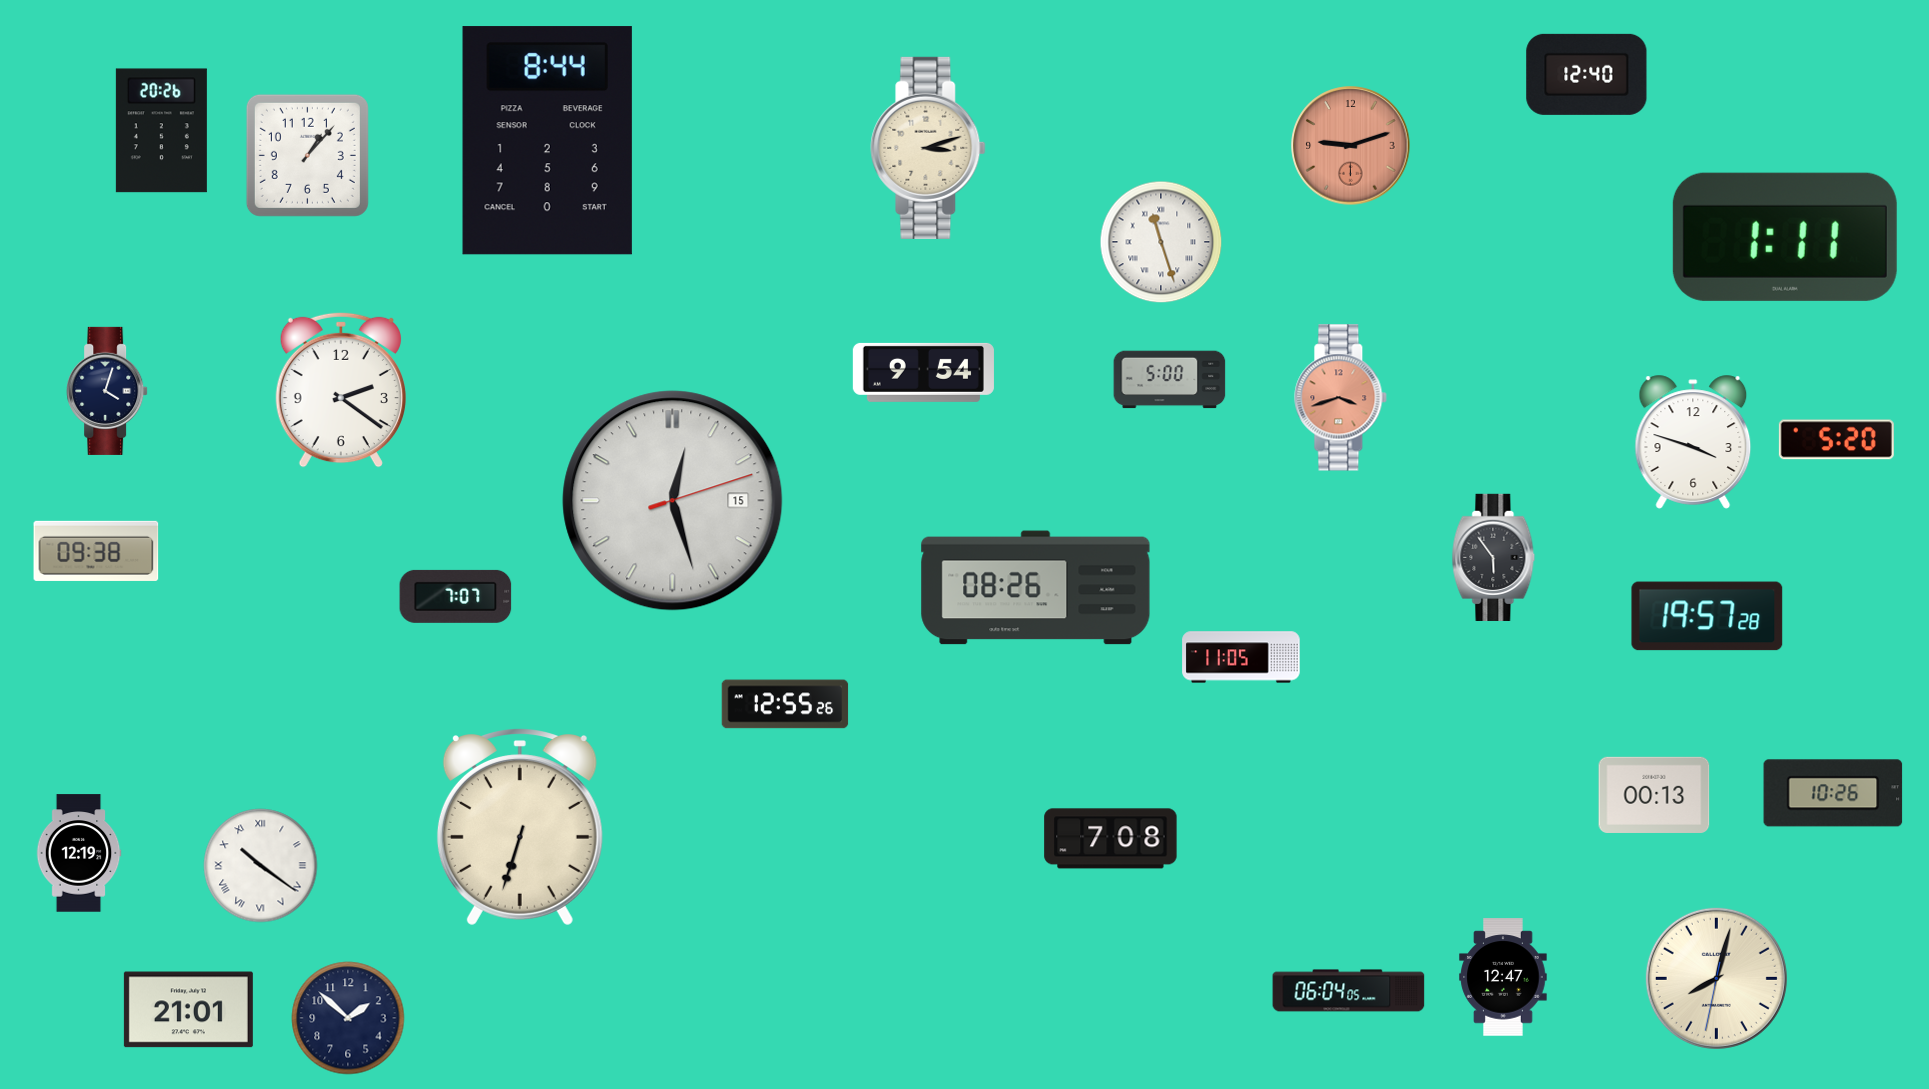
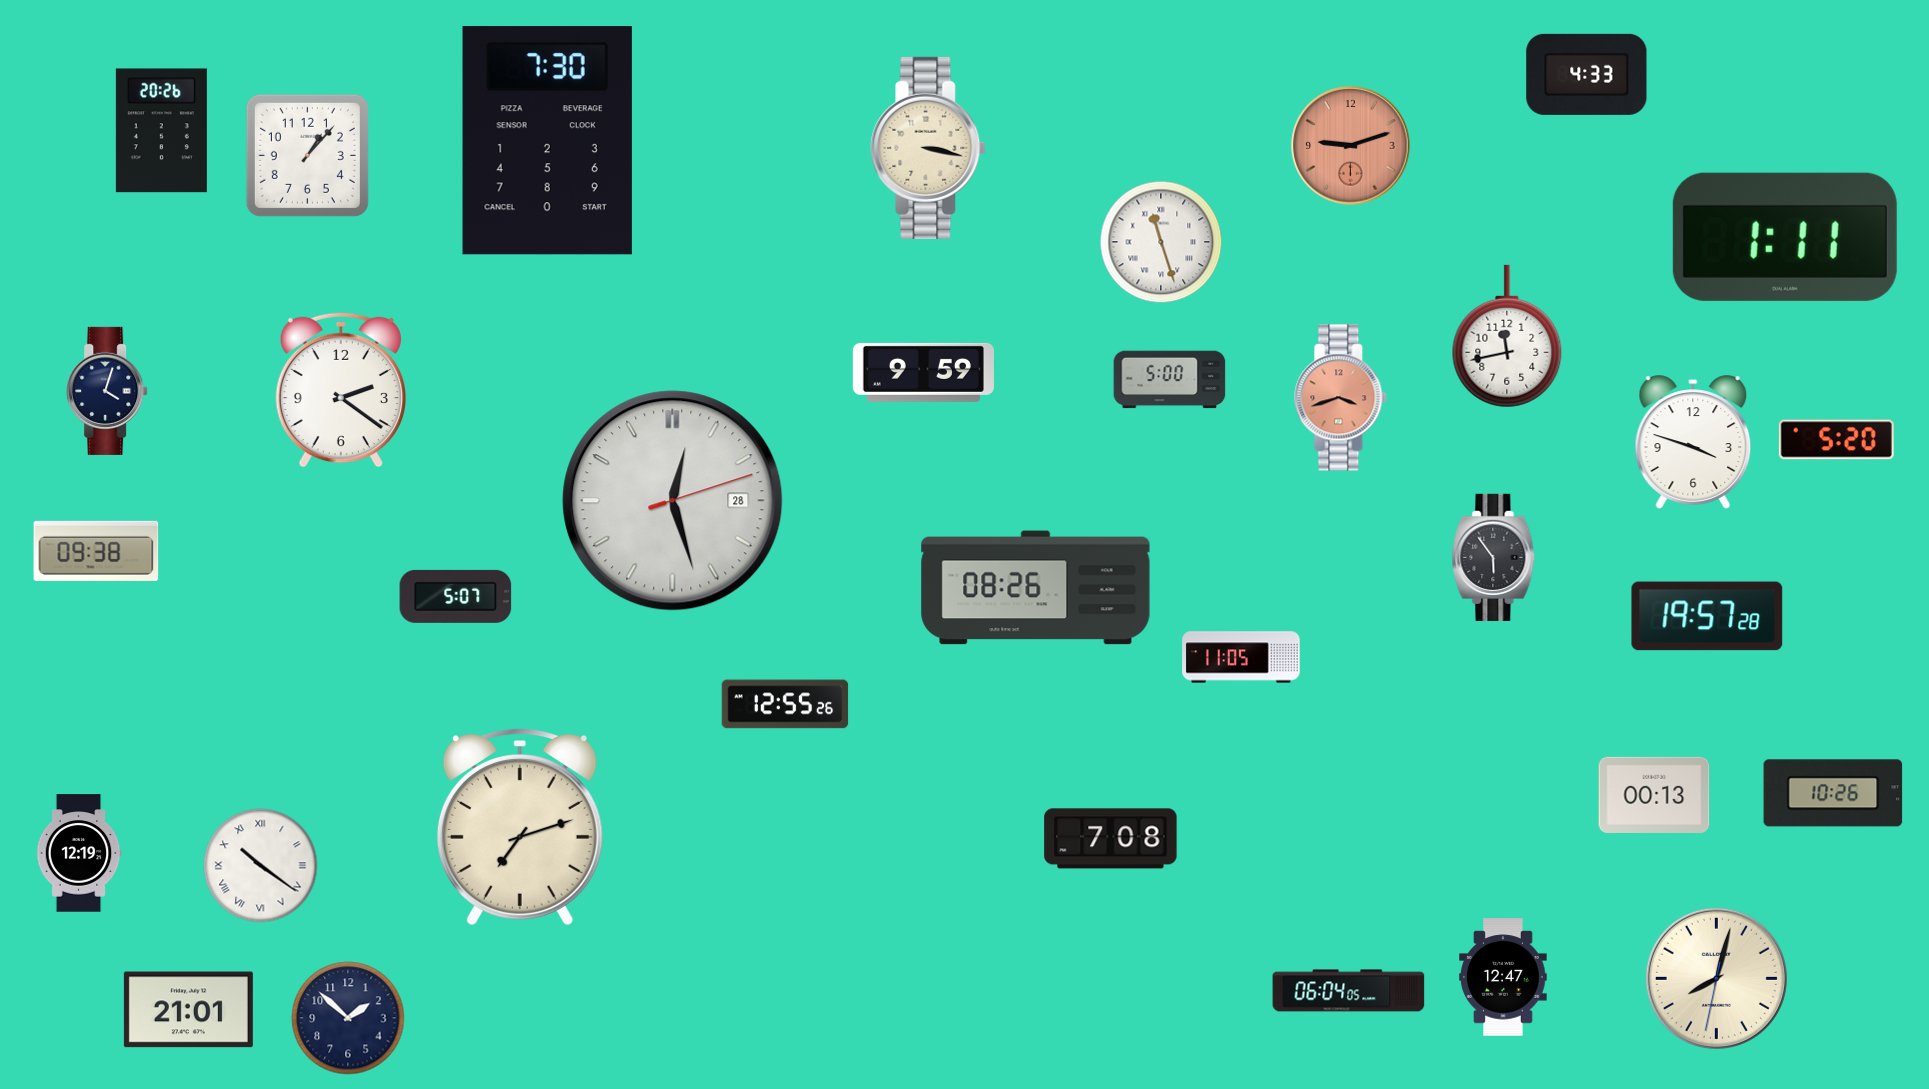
clock at (1587, 74): 12:40 -> 4:33
clock at (547, 141): 8:44 -> 7:30
clock at (928, 148): 3:12 -> 3:17
clock at (1507, 336): none -> 11:43
clock at (923, 372): 9:54 -> 9:59
clock at (673, 501) date: 15 -> 28
clock at (456, 596): 7:07 -> 5:07
clock at (520, 828): 6:33 -> 7:12
